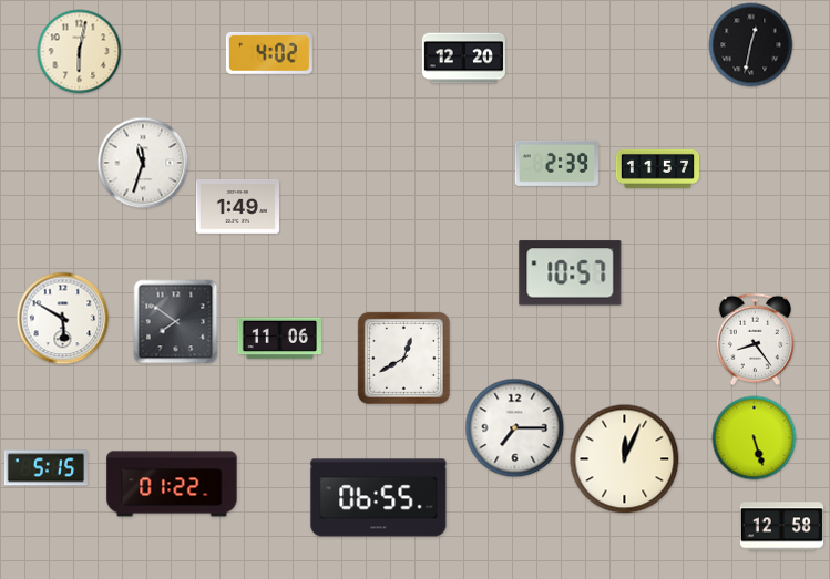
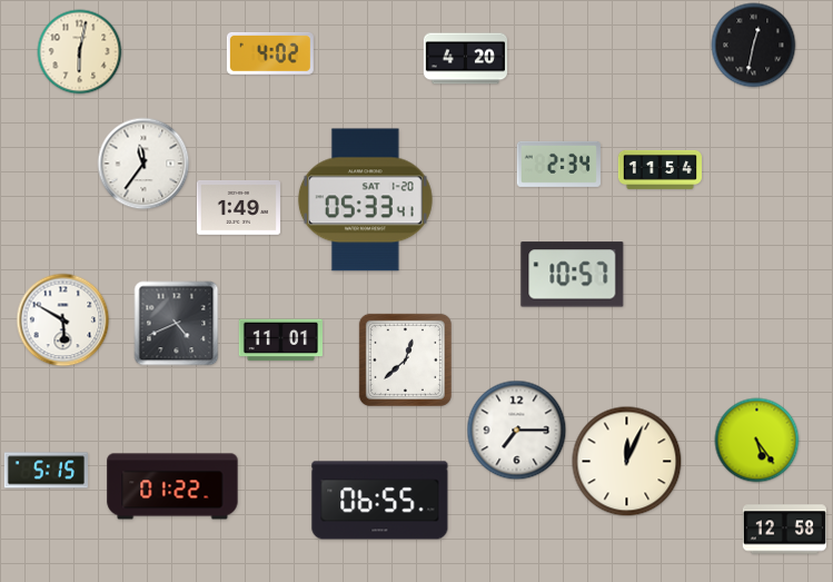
clock at (463, 59): 12:20 -> 4:20
clock at (143, 163): 11:33 -> 11:36
clock at (556, 163): 2:39 -> 2:34
clock at (657, 168): 11:57 -> 11:54
clock at (365, 200): none -> 05:33
clock at (176, 322): 7:51 -> 4:41
clock at (279, 339): 11:06 -> 11:01
clock at (755, 339): 8:24 -> none
clock at (403, 358): 12:40 -> 12:38
clock at (755, 438): 5:27 -> 5:24
